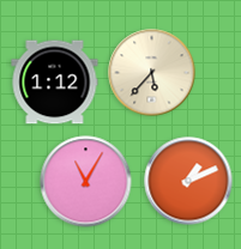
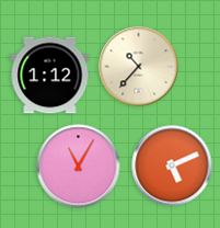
clock at (152, 73): 5:37 -> 10:37
clock at (188, 181): 1:11 -> 5:11
